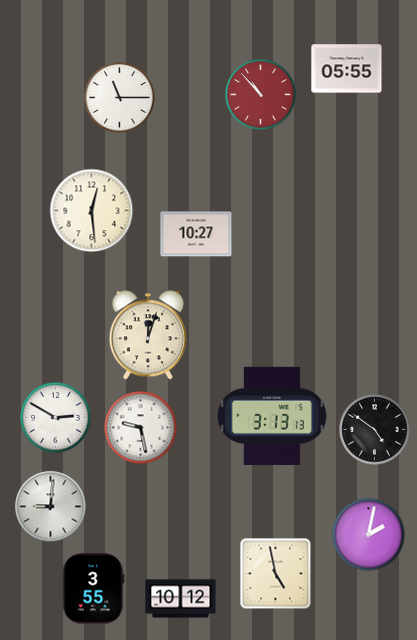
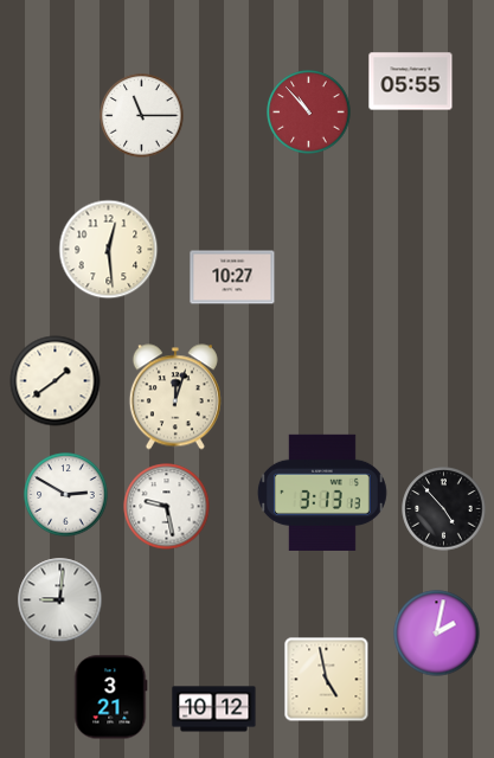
clock at (56, 381): none -> 1:39
clock at (375, 430): 4:51 -> 4:53
clock at (94, 589): 3:55 -> 3:21
